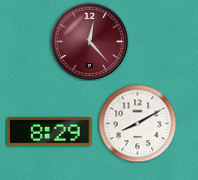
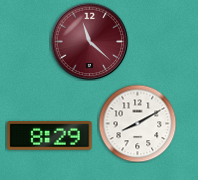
clock at (89, 41): 12:23 -> 11:22
clock at (50, 132) position: (50, 132) -> (50, 136)
